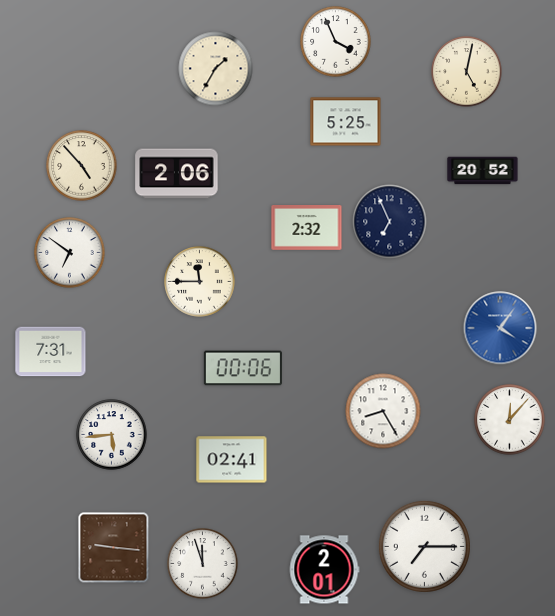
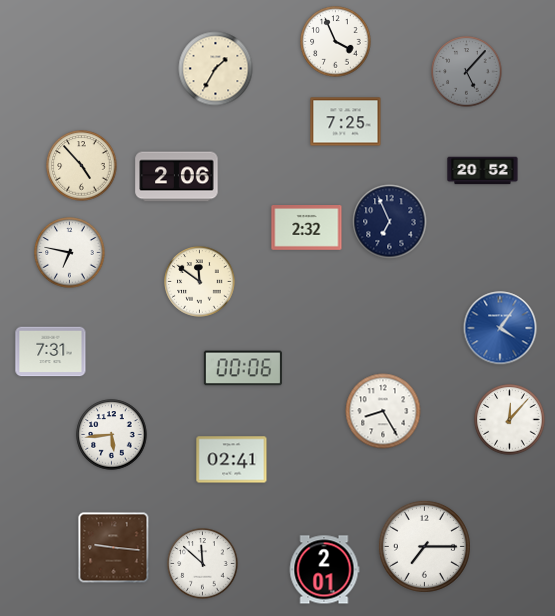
clock at (467, 72): 5:02 -> 5:07
clock at (467, 72) dial: cream -> grey
clock at (346, 122): 5:25 -> 7:25
clock at (177, 174) position: (177, 174) -> (177, 177)
clock at (70, 253): 6:51 -> 6:47
clock at (200, 282): 11:45 -> 11:51
clock at (203, 564): 11:57 -> 11:52
